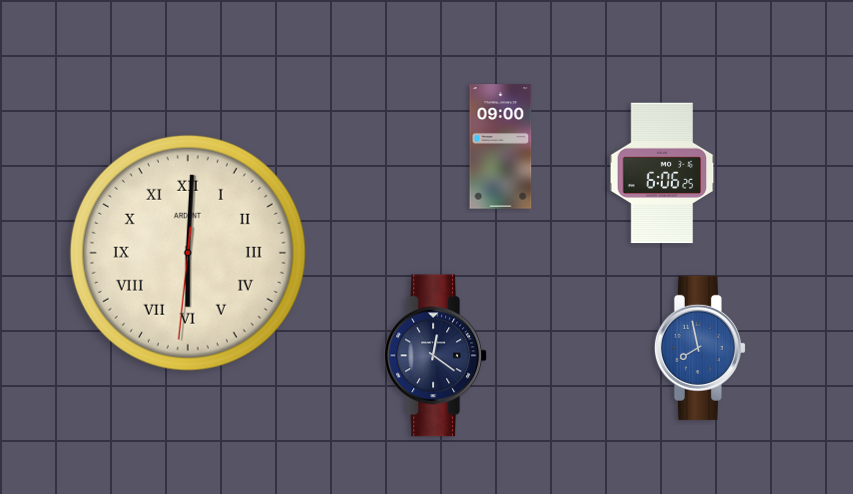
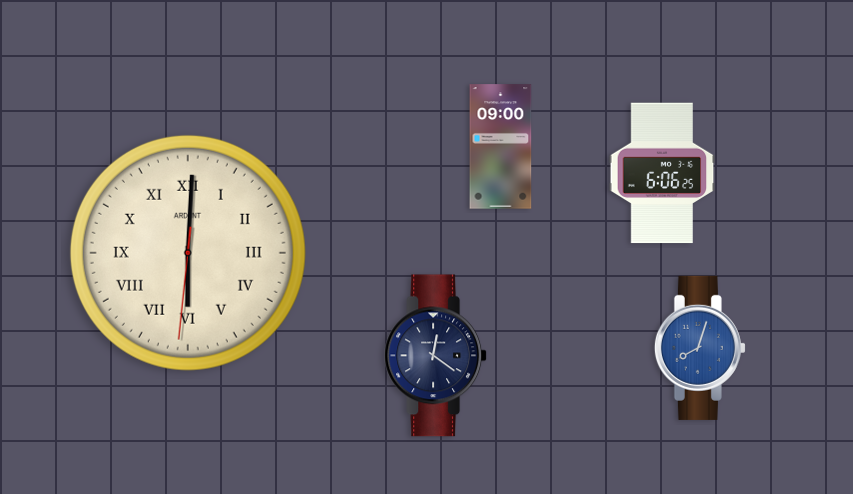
clock at (700, 348): 7:58 -> 8:03
